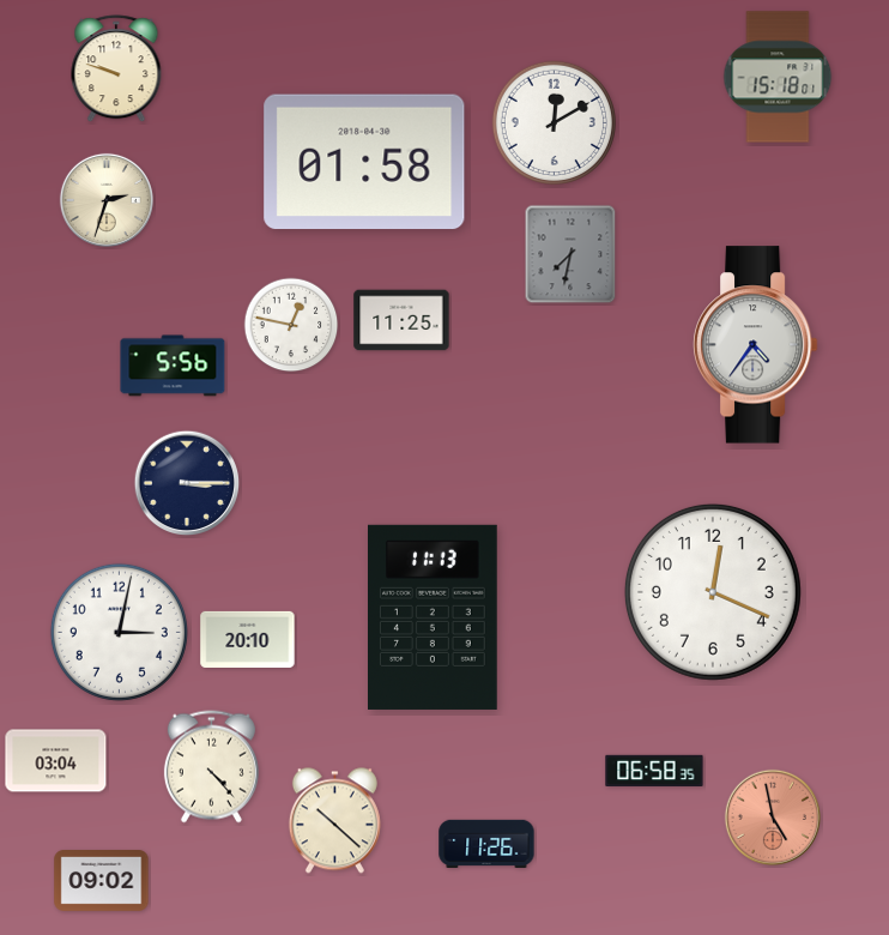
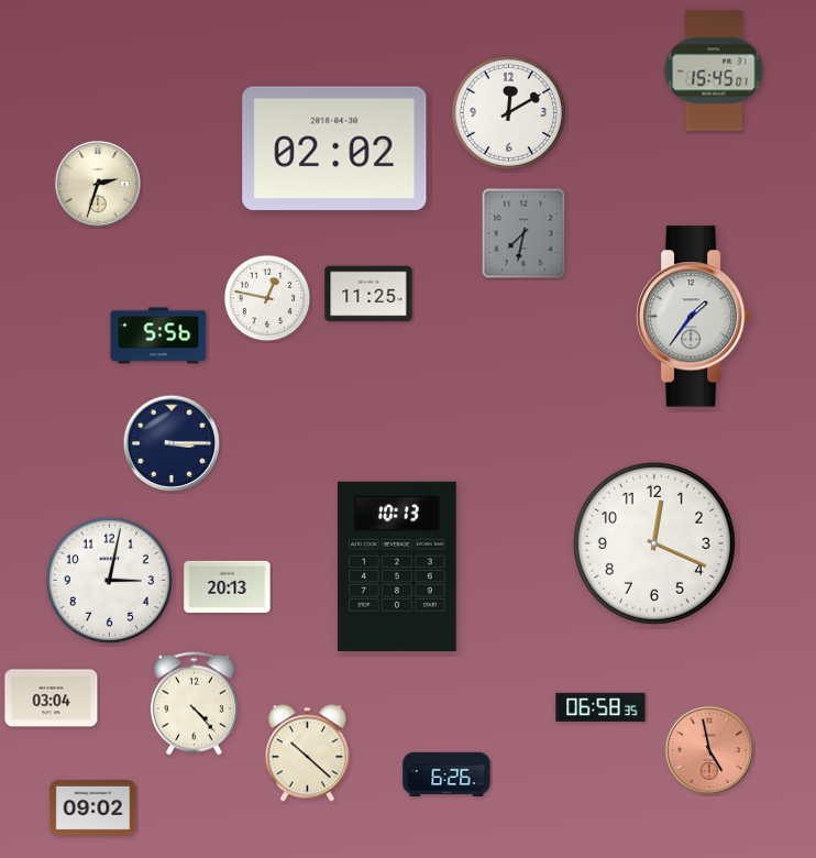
clock at (116, 70): 9:48 -> none
clock at (778, 77): 15:18 -> 15:45
clock at (364, 162): 01:58 -> 02:02
clock at (755, 345): 4:36 -> 1:36
clock at (434, 617): 11:13 -> 10:13
clock at (248, 639): 20:10 -> 20:13
clock at (486, 844): 11:26 -> 6:26
